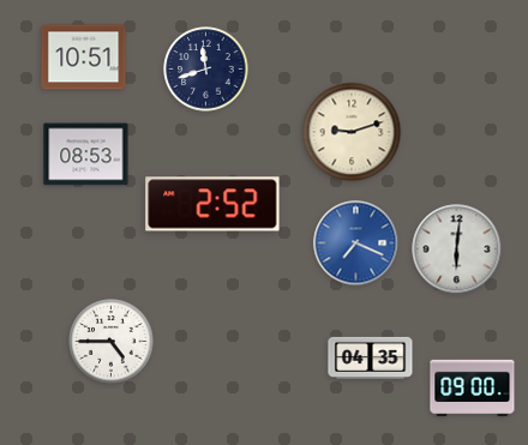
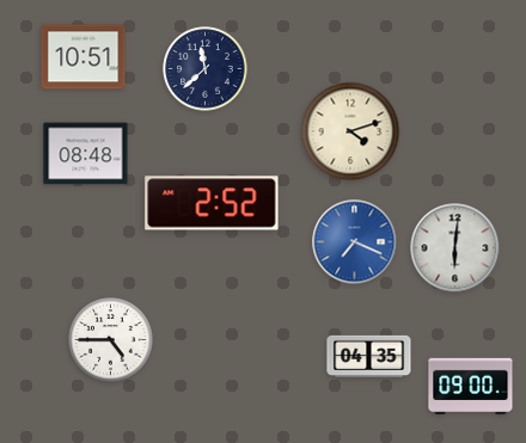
clock at (206, 70): 11:42 -> 11:38
clock at (352, 132): 9:12 -> 4:12
clock at (86, 155): 08:53 -> 08:48
